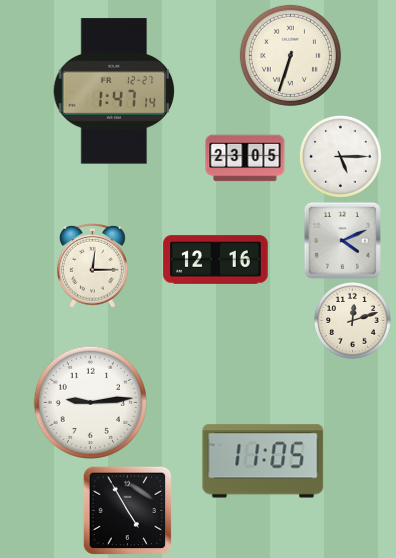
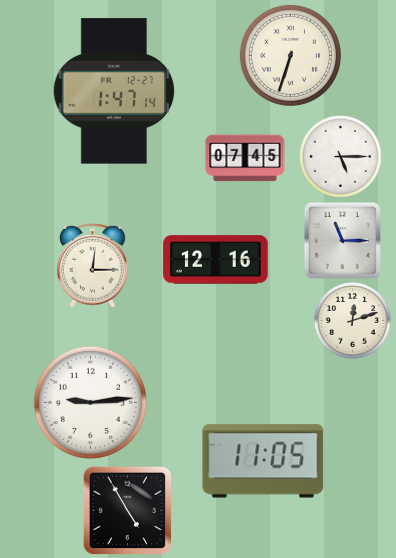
clock at (245, 158): 23:05 -> 07:45
clock at (342, 240): 4:11 -> 11:15
